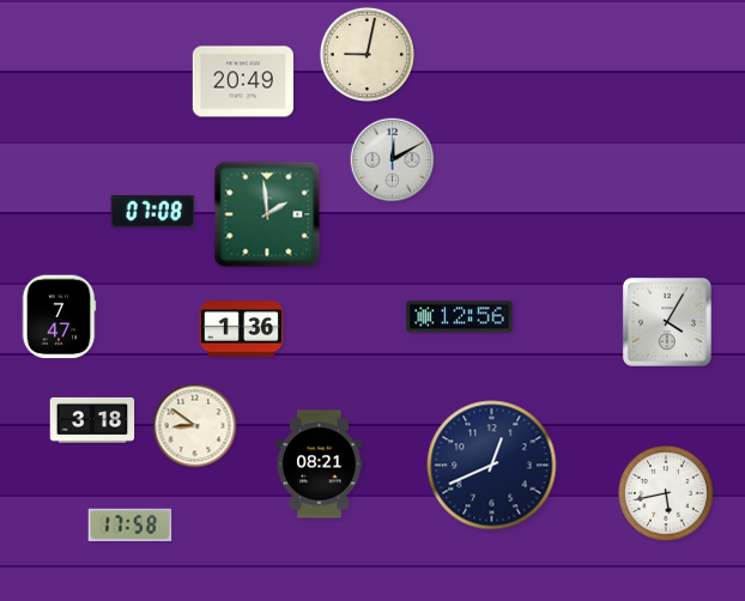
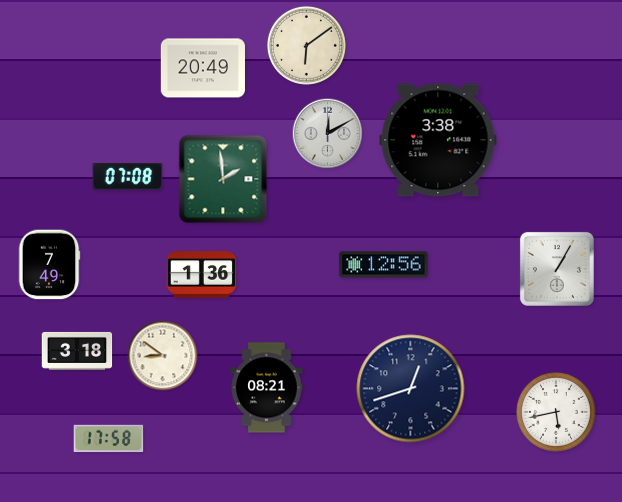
clock at (367, 54): 9:02 -> 6:09
clock at (438, 140): none -> 3:38
clock at (59, 317): 7:47 -> 7:49
clock at (667, 322): 4:05 -> 1:05
clock at (492, 466): 12:41 -> 12:42
